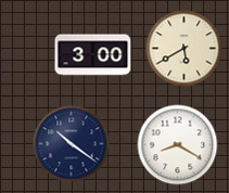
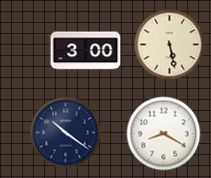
clock at (185, 49): 5:40 -> 5:28
